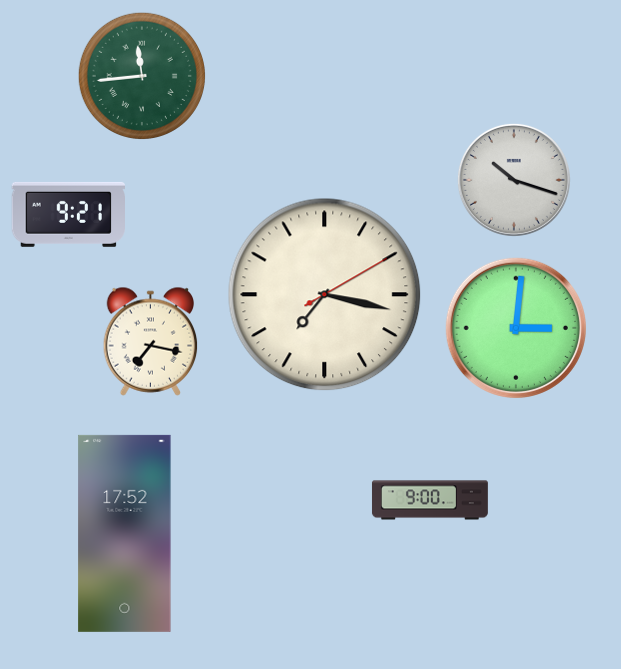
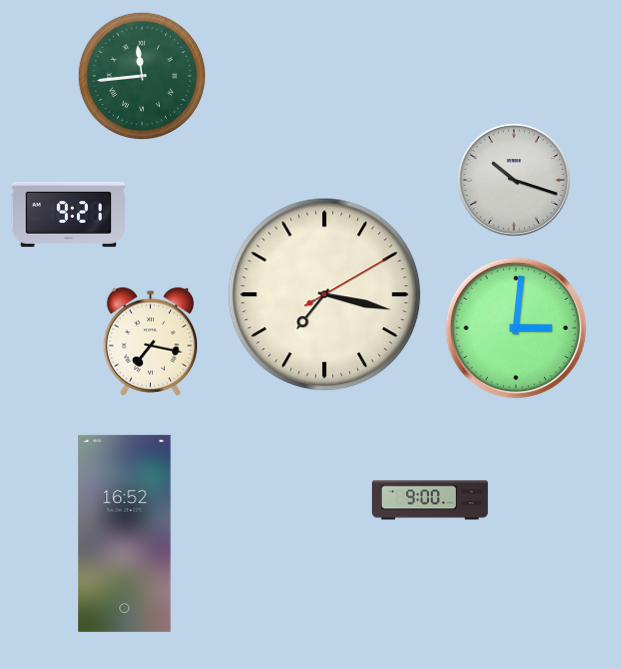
clock at (125, 533): 17:52 -> 16:52
